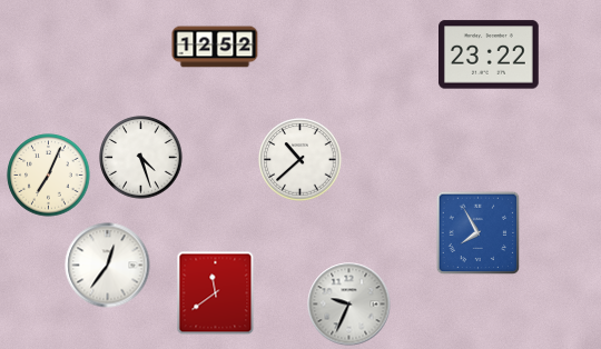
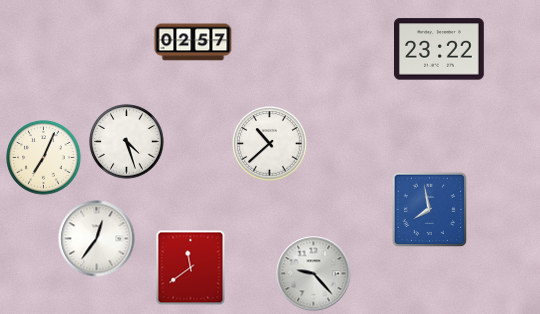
clock at (215, 47): 12:52 -> 02:57
clock at (479, 233): 7:55 -> 7:58
clock at (216, 293) position: (216, 293) -> (191, 268)
clock at (349, 305): 9:34 -> 9:23
